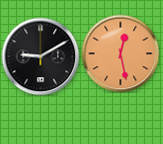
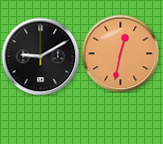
clock at (120, 53): 12:28 -> 12:32
